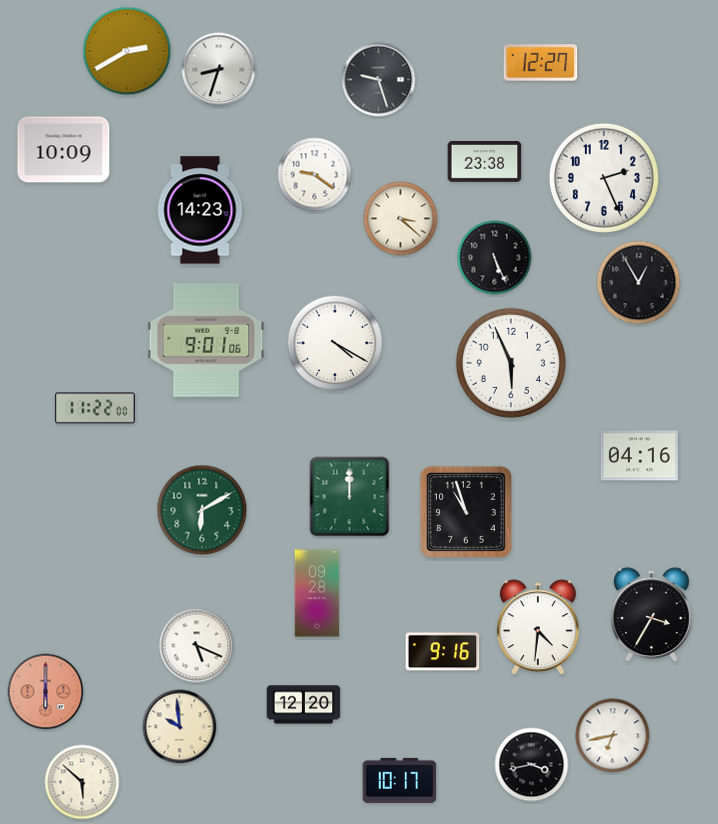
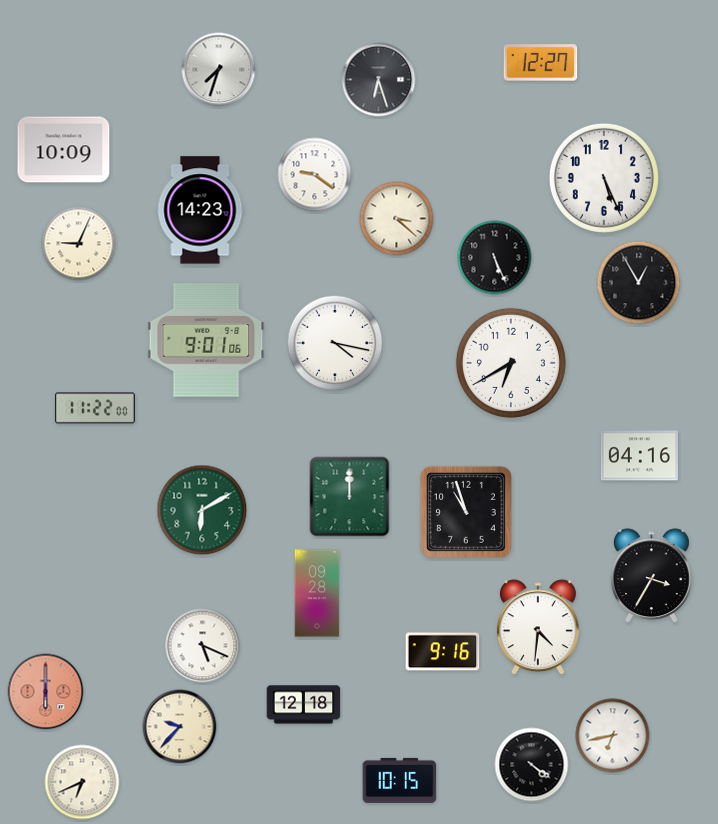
clock at (127, 51): 2:40 -> none
clock at (219, 70): 8:33 -> 7:33
clock at (379, 80): 9:27 -> 6:27
clock at (485, 161): 23:38 -> none
clock at (604, 178): 2:26 -> 5:26
clock at (401, 219) position: (401, 219) -> (397, 219)
clock at (79, 244): none -> 9:04
clock at (335, 343): 4:20 -> 4:17
clock at (511, 363): 5:56 -> 6:40
clock at (652, 614) position: (652, 614) -> (652, 575)
clock at (197, 646) position: (197, 646) -> (203, 646)
clock at (304, 705): 12:20 -> 12:18
clock at (180, 727): 9:59 -> 9:37
clock at (532, 765): 3:43 -> 4:21
clock at (400, 780): 10:17 -> 10:15
clock at (82, 782): 5:52 -> 6:41
